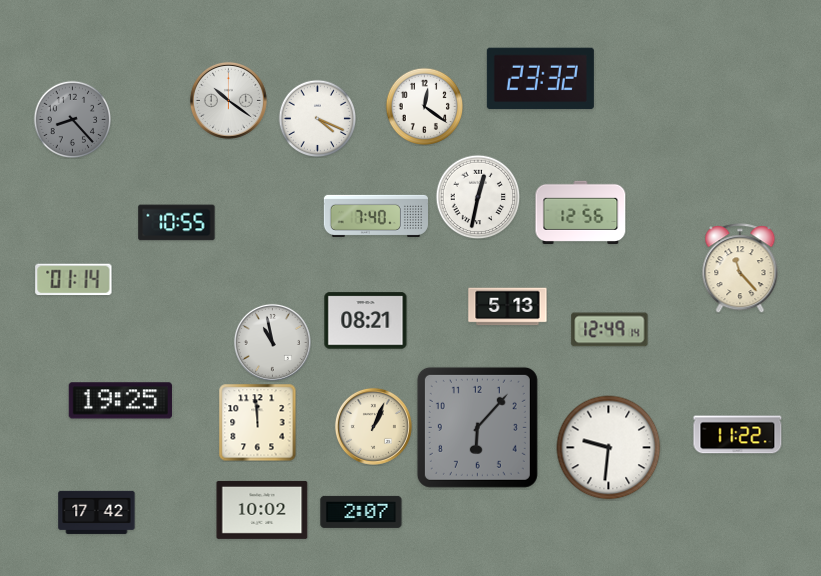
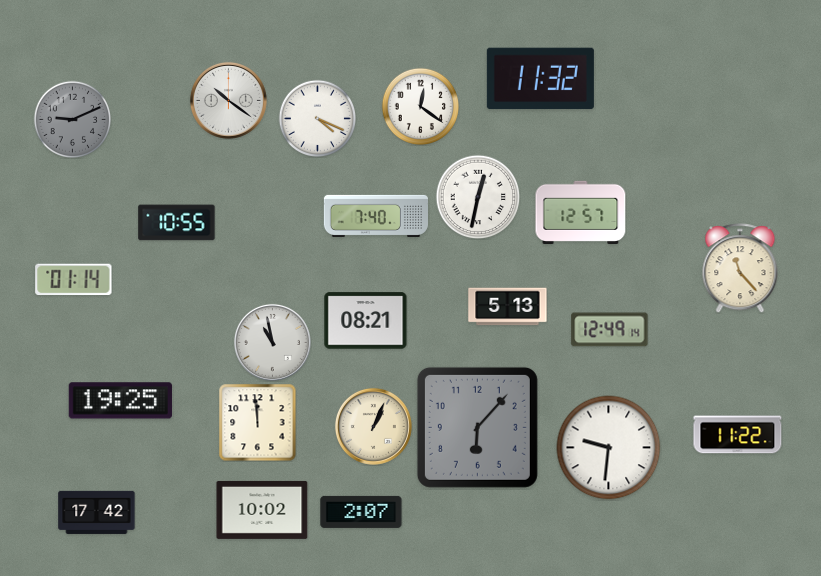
clock at (540, 79): 23:32 -> 11:32
clock at (424, 106) position: (424, 106) -> (420, 106)
clock at (72, 119): 8:23 -> 9:11
clock at (581, 212): 12:56 -> 12:57
